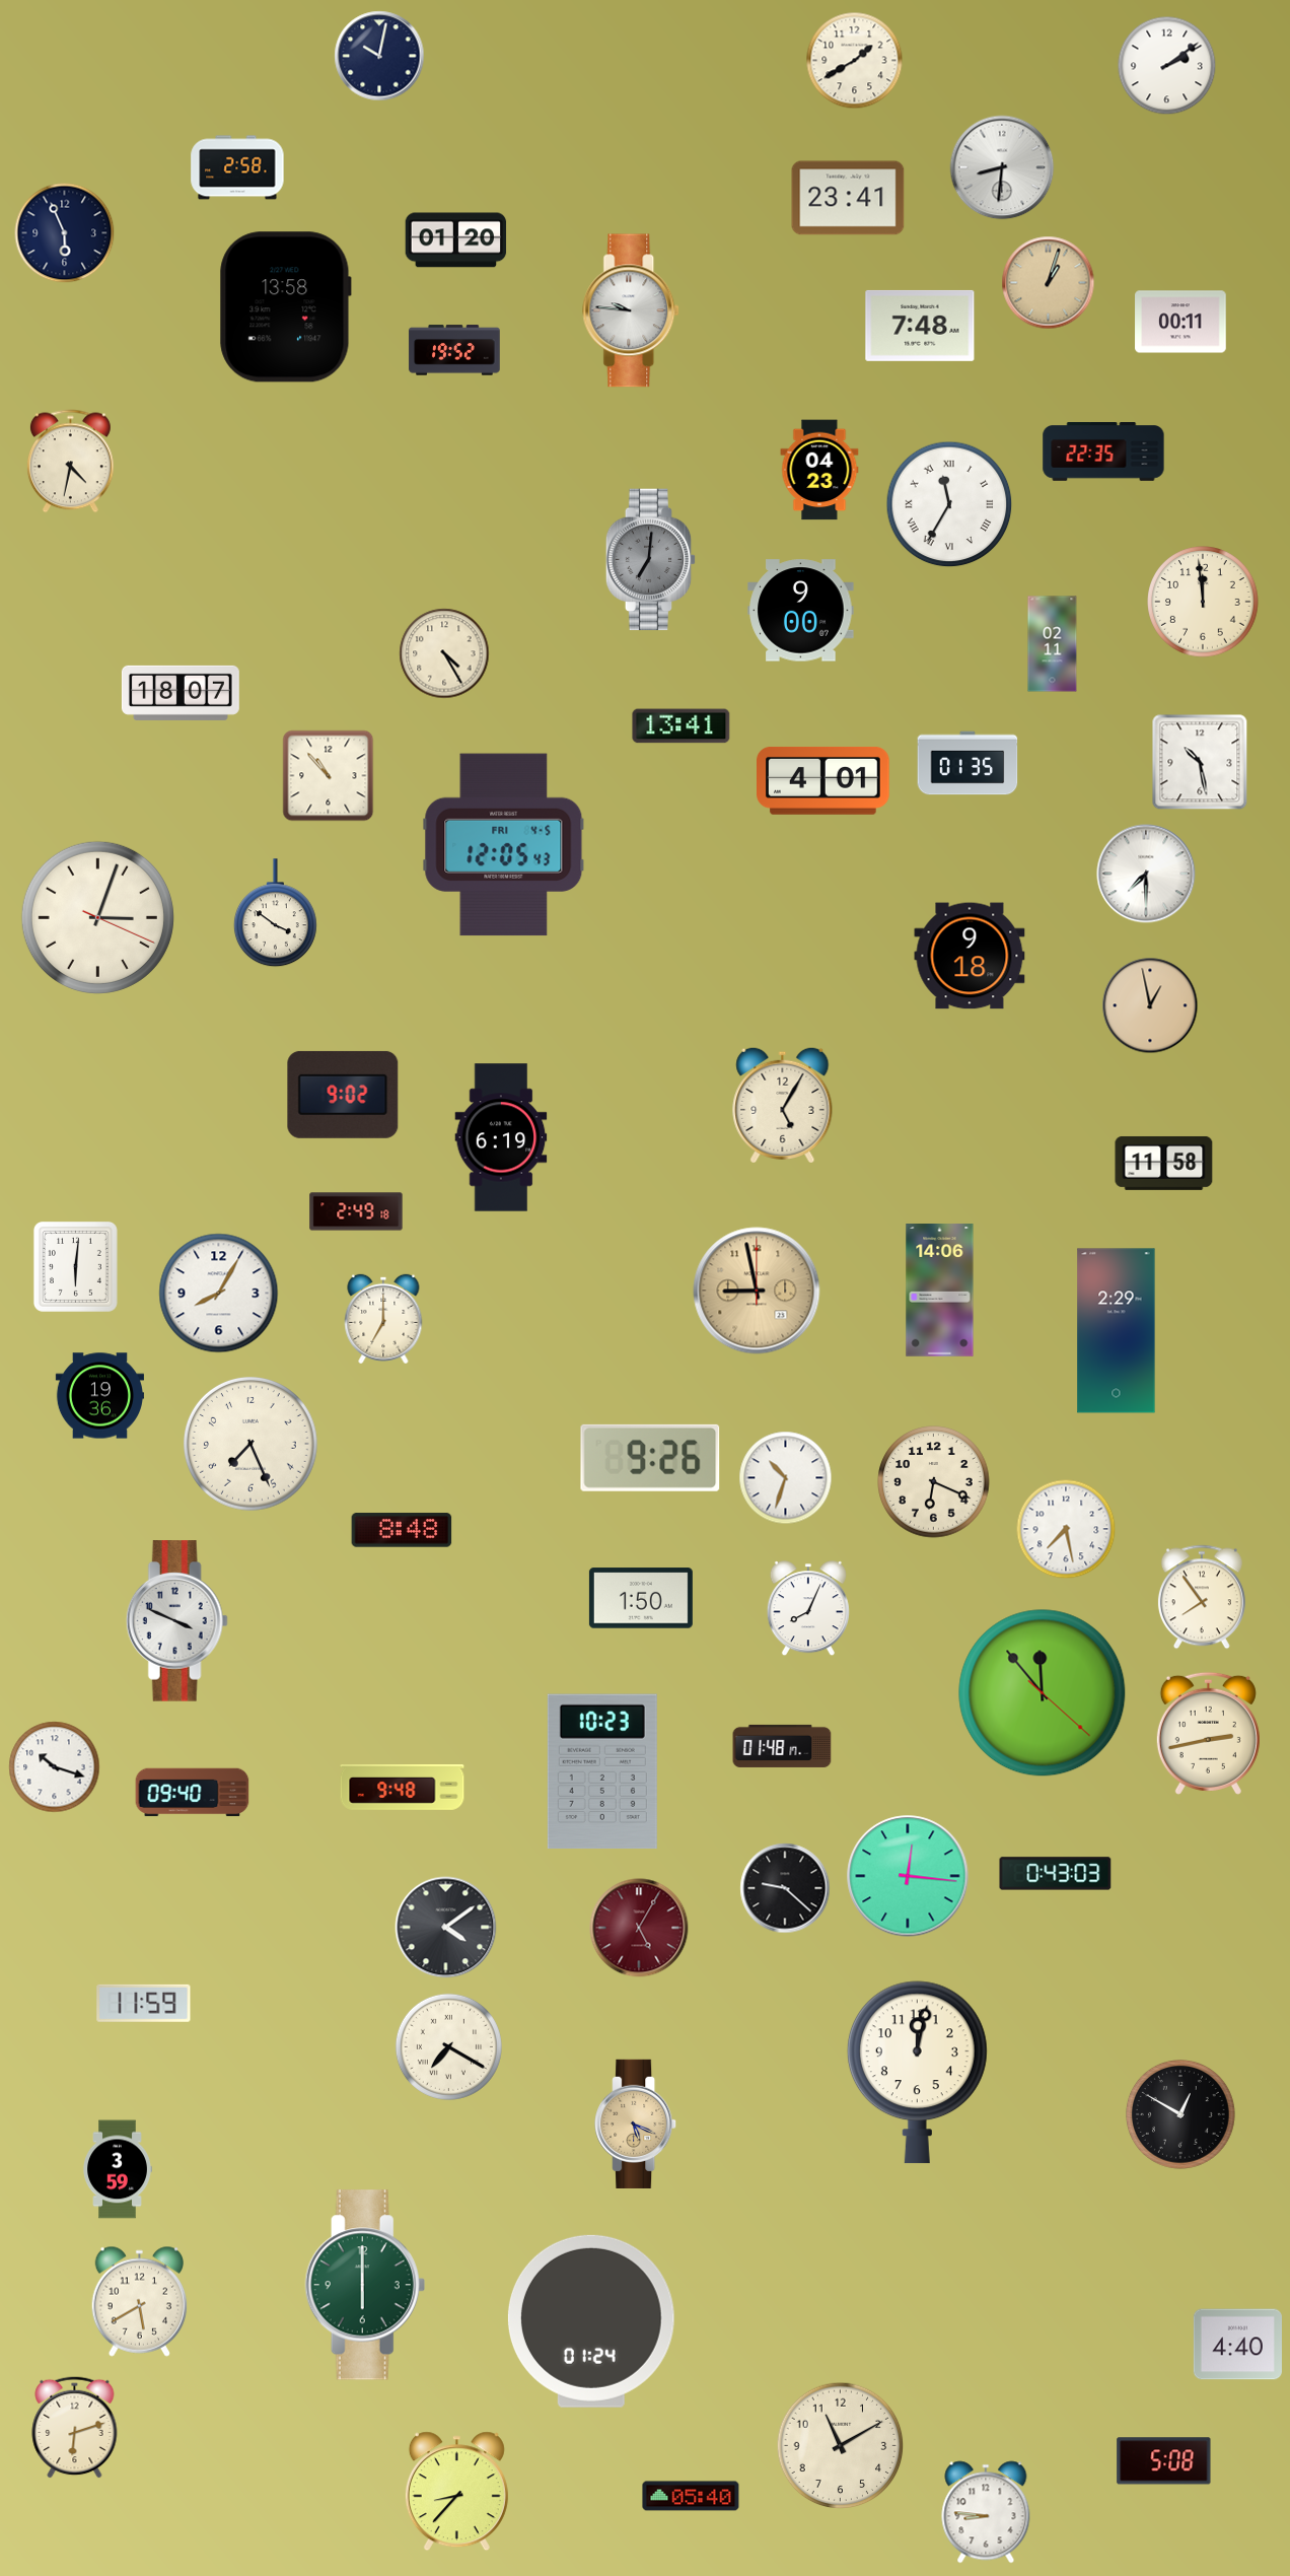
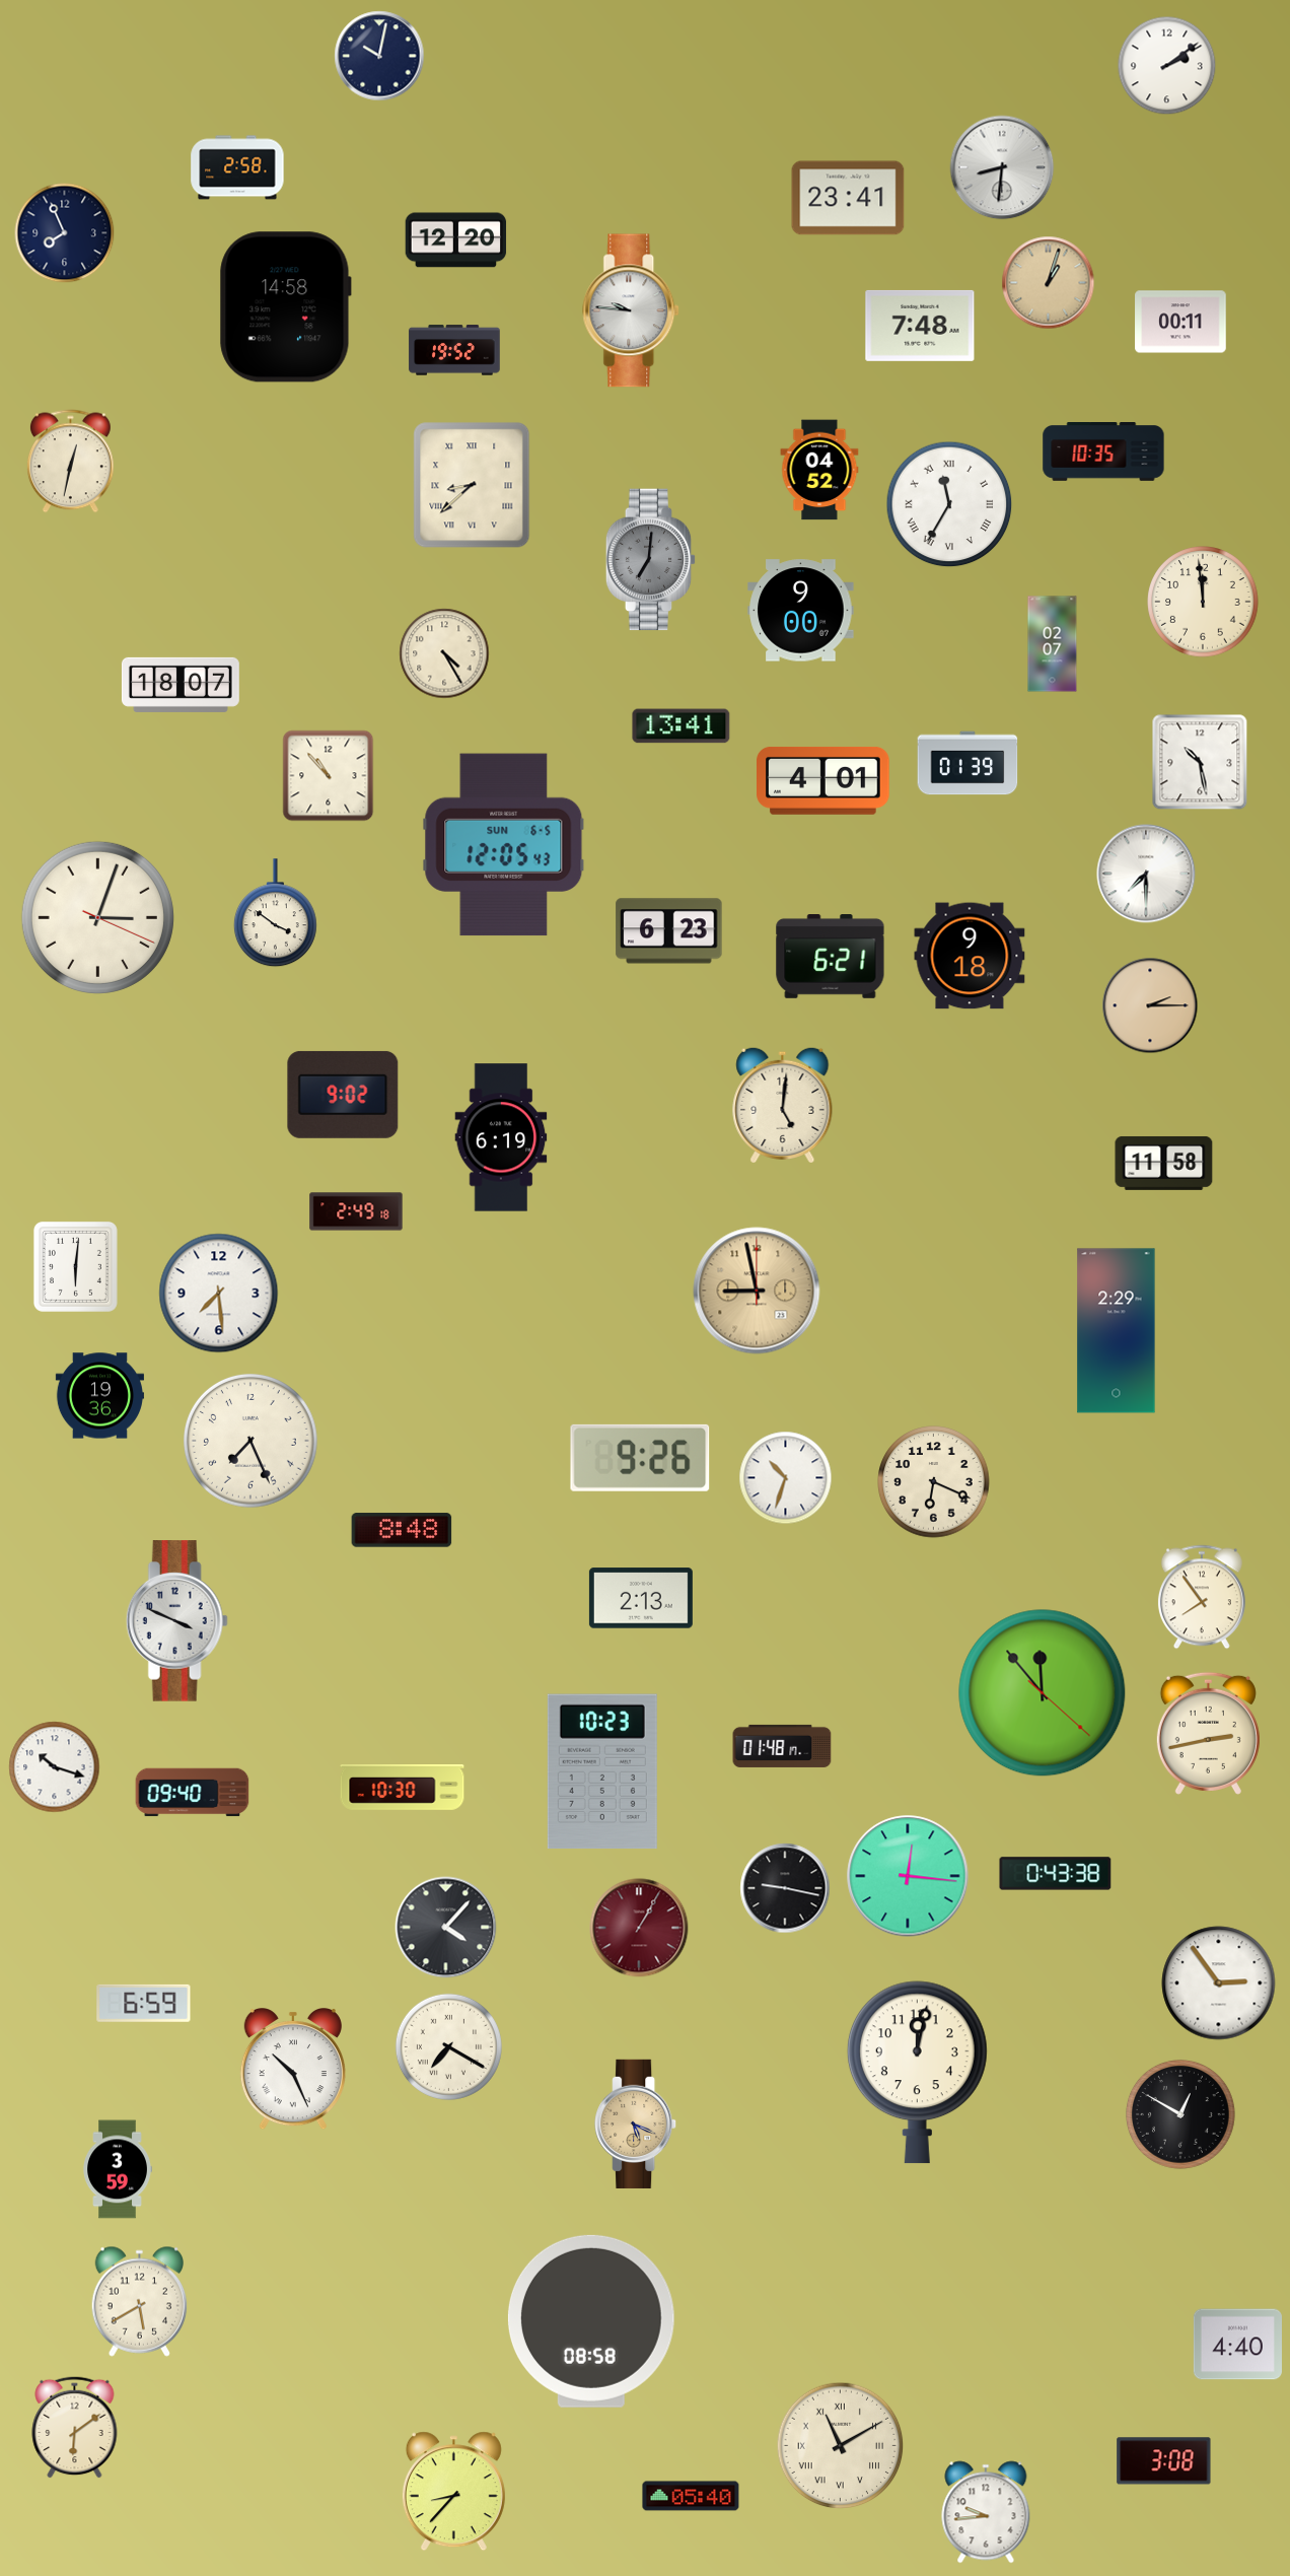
clock at (855, 61): 1:40 -> none
clock at (65, 233): 5:56 -> 7:56
clock at (456, 240): 01:20 -> 12:20
clock at (285, 307): 13:58 -> 14:58
clock at (1103, 452): 22:35 -> 10:35
clock at (70, 462): 4:32 -> 12:32
clock at (819, 470): 04:23 -> 04:52
clock at (472, 485): none -> 8:38
clock at (1053, 644): 02:11 -> 02:07
clock at (181, 693) position: (181, 693) -> (181, 685)
clock at (967, 763): 01:35 -> 01:39
clock at (504, 845) date: FRI 4-5 -> SUN 6-5
clock at (669, 931): none -> 6:23
clock at (831, 957): none -> 6:21
clock at (1150, 1005): 12:58 -> 2:15
clock at (783, 1104): 5:05 -> 5:01
clock at (940, 1291): 14:06 -> none
clock at (219, 1294): 8:05 -> 7:29
clock at (383, 1318): 7:00 -> none
clock at (252, 1445) position: (252, 1445) -> (252, 1442)
clock at (650, 1458) position: (650, 1458) -> (640, 1458)
clock at (1066, 1529): 7:28 -> none
clock at (641, 1598): 1:50 -> 2:13
clock at (808, 1609): 8:04 -> none
clock at (403, 1788): 9:48 -> 10:30
clock at (1056, 1874): 0:43:03 -> 0:43:38
clock at (785, 1888): 9:22 -> 9:17
clock at (446, 1928): 4:09 -> 4:07
clock at (639, 1928): 5:05 -> 1:05
clock at (1219, 1983): none -> 2:54
clock at (144, 2003): 11:59 -> 6:59
clock at (293, 2070): none -> 10:26
clock at (365, 2285): 6:00 -> none
clock at (591, 2321): 01:24 -> 08:58
clock at (75, 2427): 6:12 -> 6:09
clock at (841, 2446) numerals: Arabic -> Roman
clock at (1164, 2461): 5:08 -> 3:08
clock at (456, 2492) position: (456, 2492) -> (453, 2492)
clock at (986, 2512): 8:46 -> 9:44
